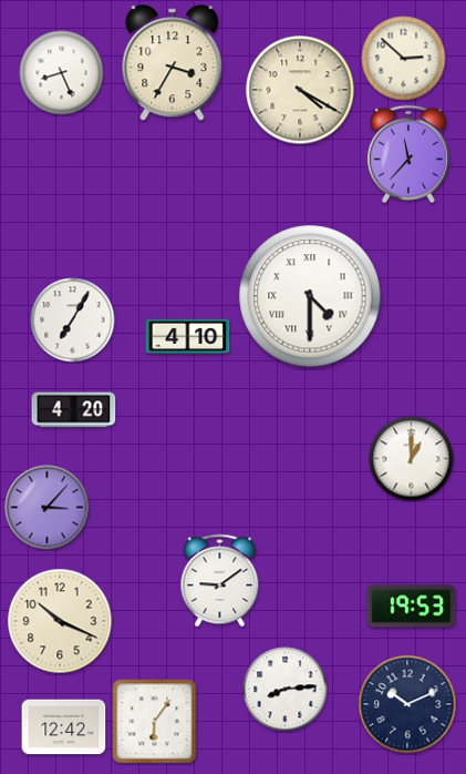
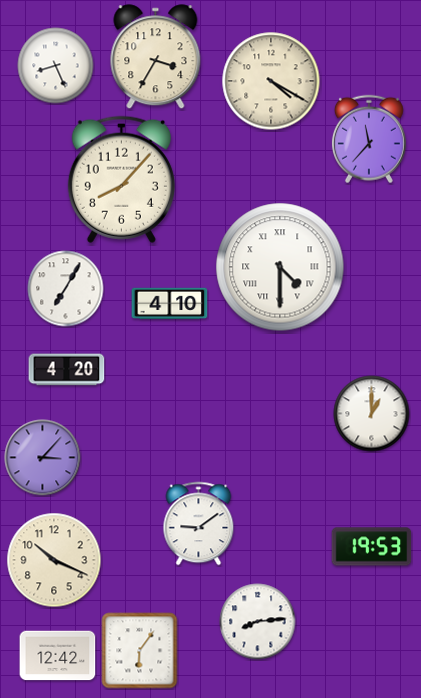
clock at (404, 59): 2:52 -> none
clock at (121, 179): none -> 8:07
clock at (407, 704): 10:11 -> none
